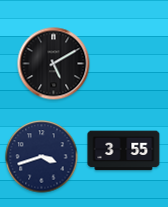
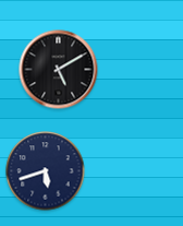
clock at (124, 151): 3:55 -> none
clock at (42, 157): 3:42 -> 5:42
